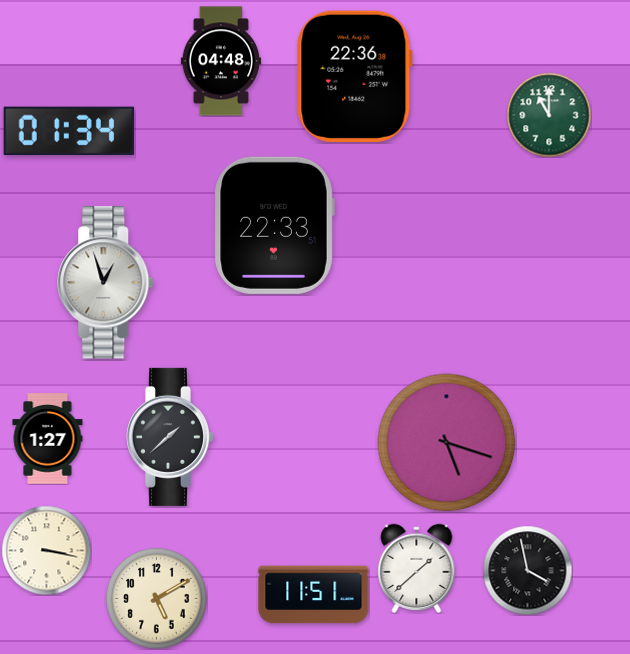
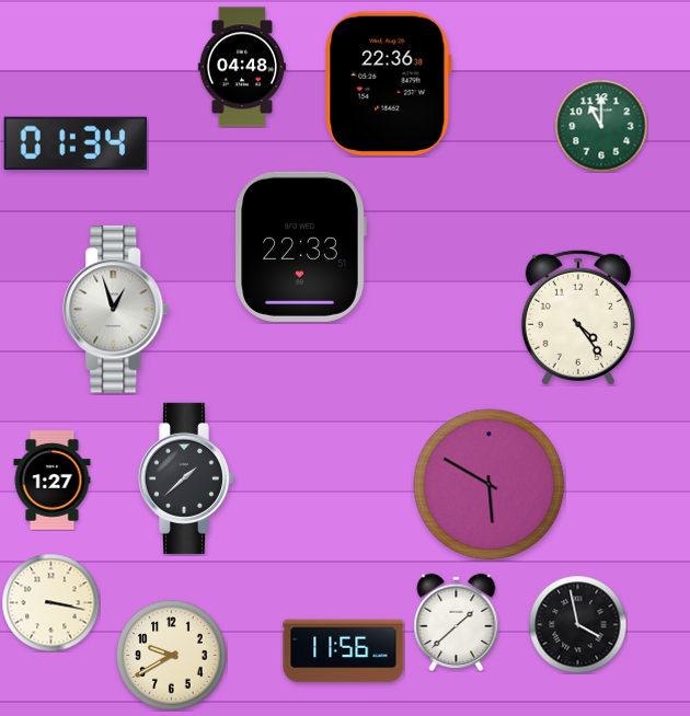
clock at (578, 317): none -> 4:24
clock at (447, 443): 5:18 -> 5:50
clock at (314, 595): 11:51 -> 11:56
clock at (157, 599): 5:10 -> 9:40
